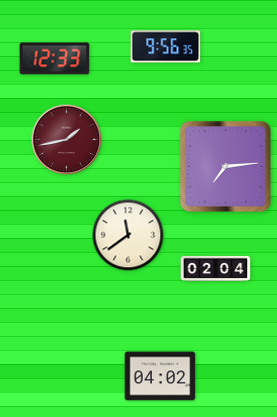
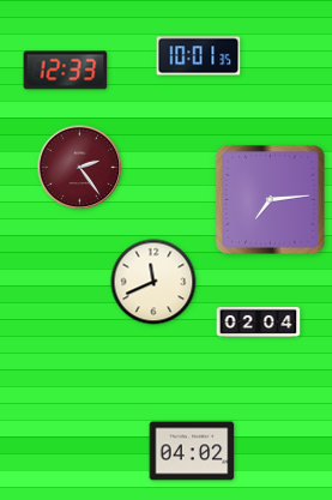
clock at (166, 47): 9:56 -> 10:01
clock at (67, 140): 1:43 -> 2:24
clock at (128, 235): 11:39 -> 11:41
